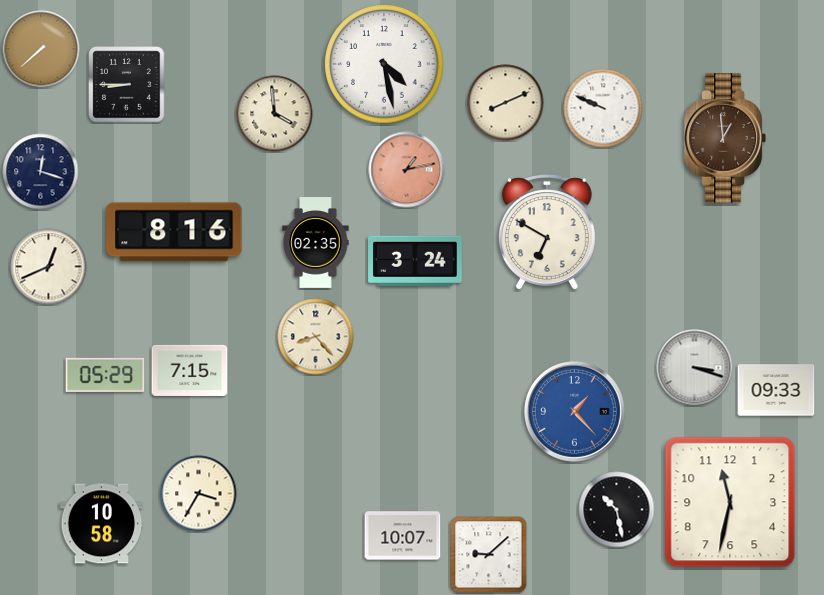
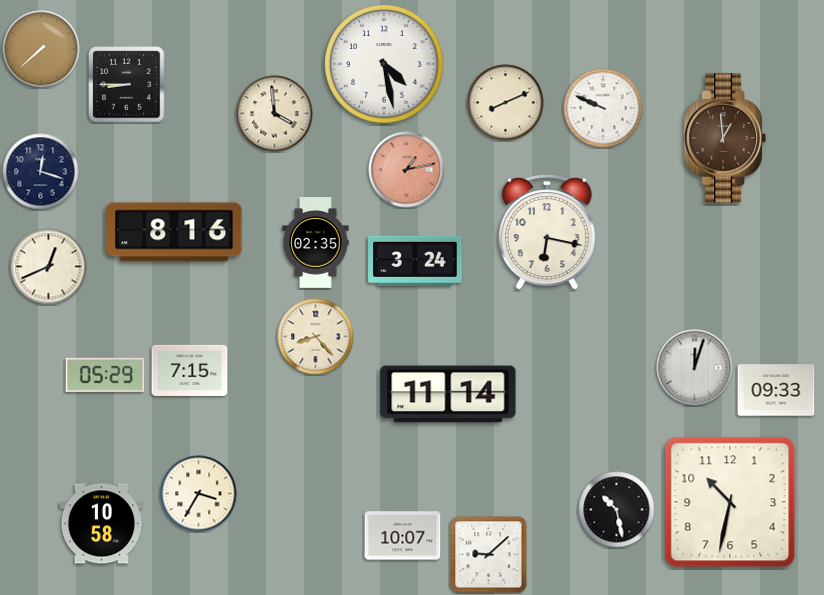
clock at (547, 232): 6:50 -> 6:17
clock at (695, 368): 3:18 -> 12:03
clock at (448, 394): none -> 11:14
clock at (575, 412): 1:23 -> none
clock at (730, 502): 11:32 -> 10:32
